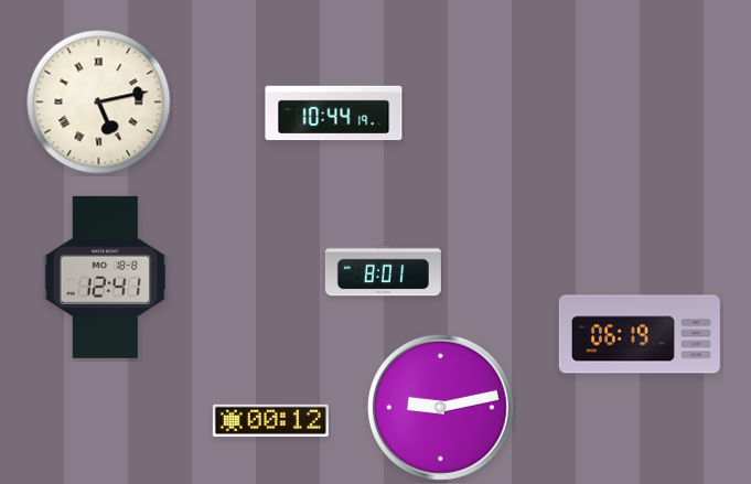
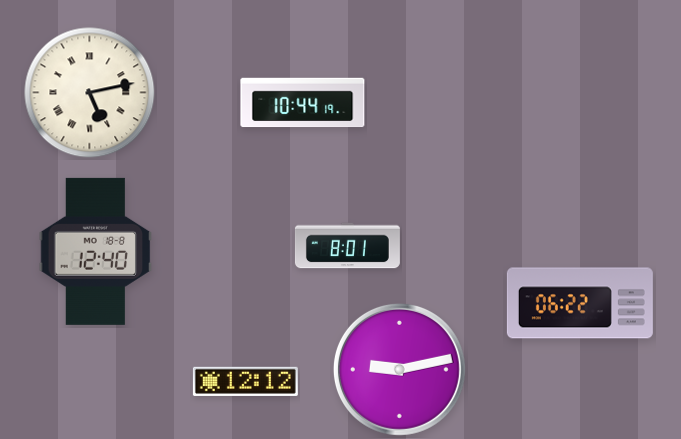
clock at (106, 277): 12:41 -> 12:40
clock at (640, 334): 06:19 -> 06:22
clock at (270, 420): 00:12 -> 12:12
